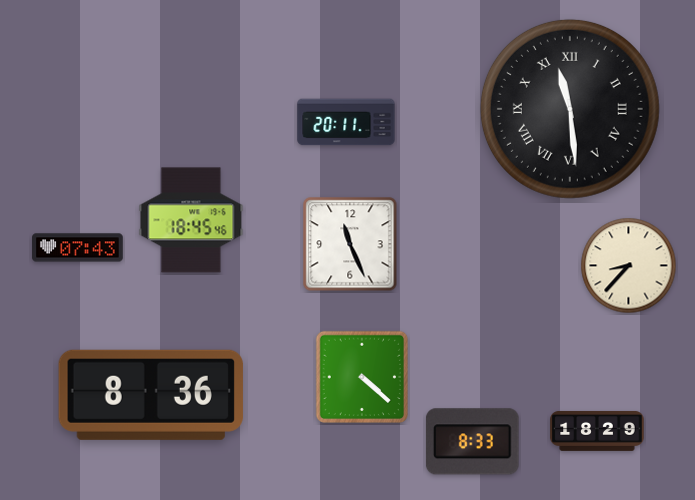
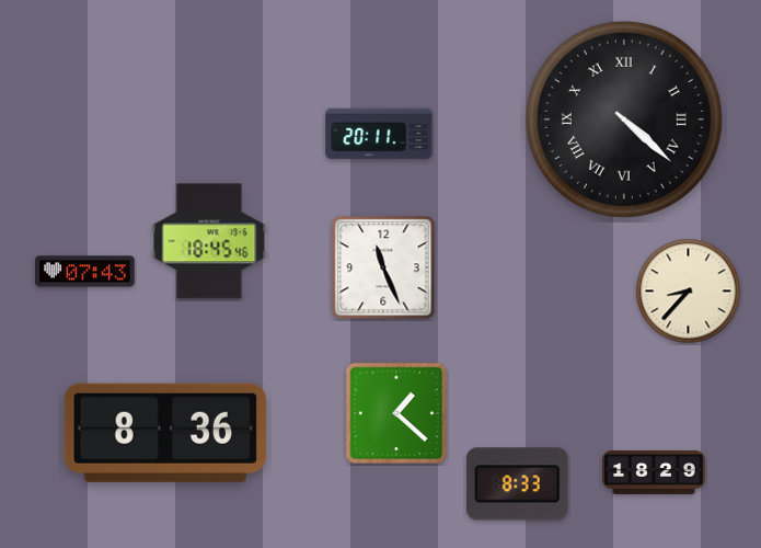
clock at (570, 109): 11:29 -> 4:22
clock at (362, 377): 4:22 -> 1:22
